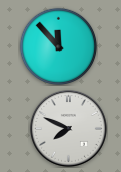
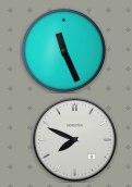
clock at (58, 46): 11:53 -> 11:26
